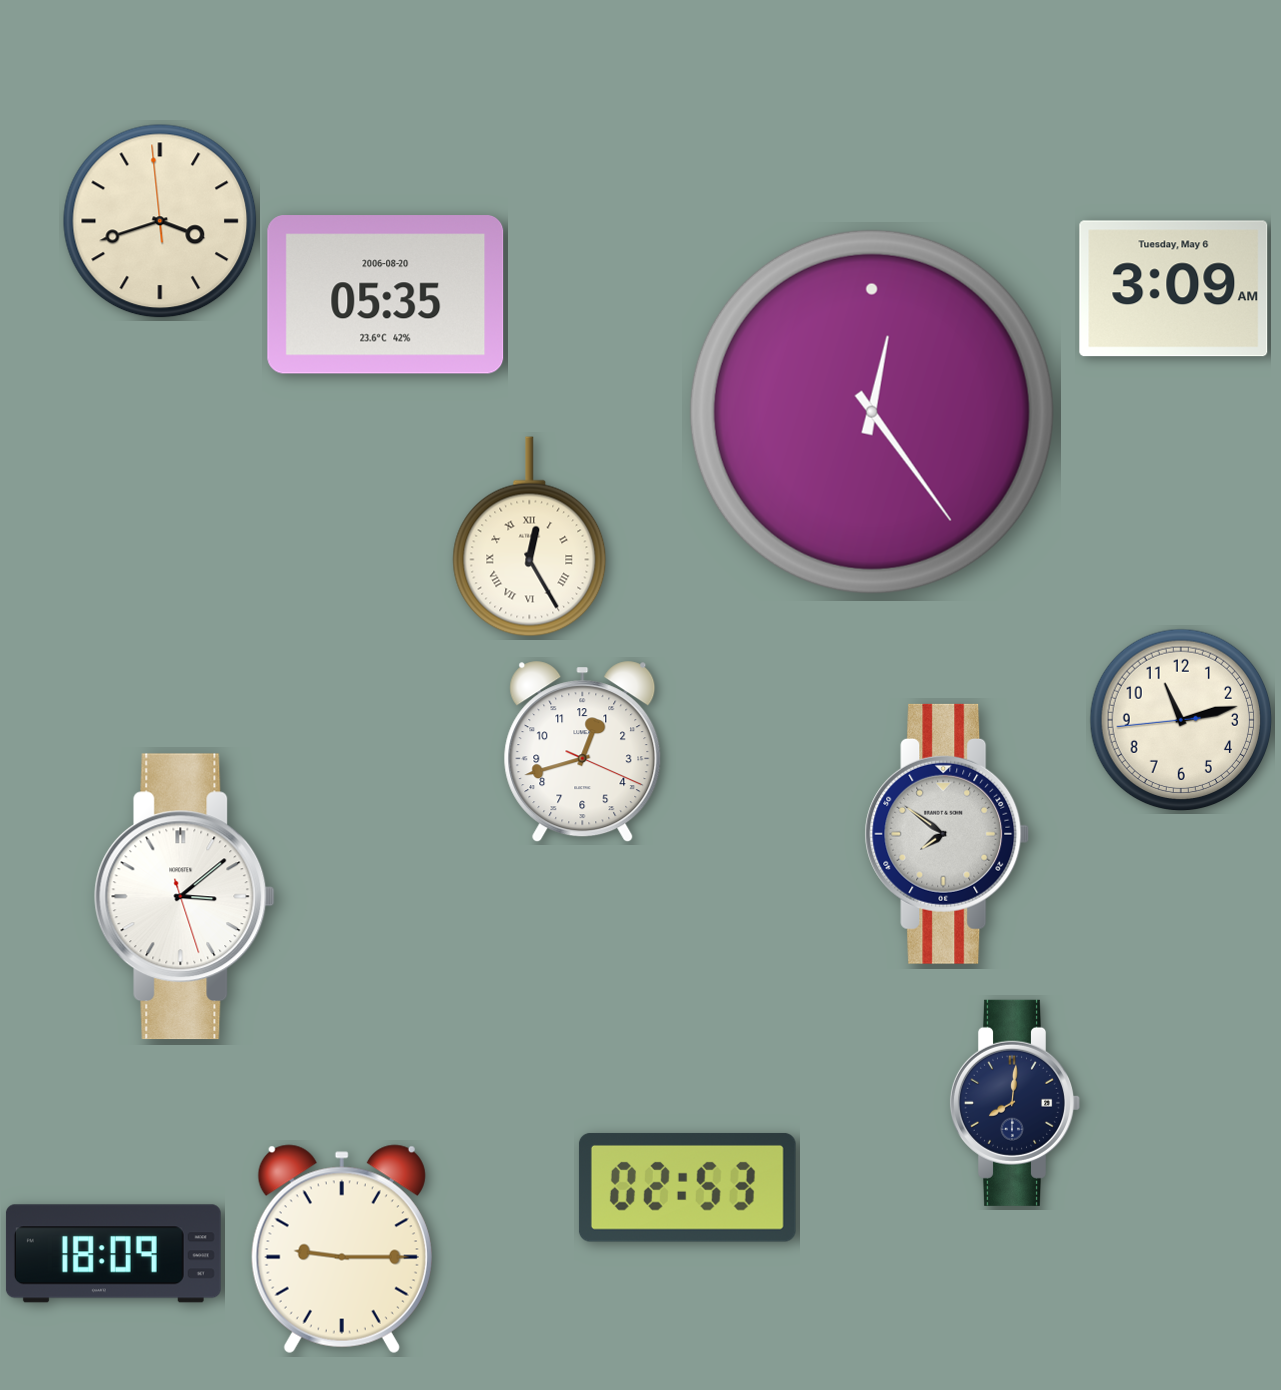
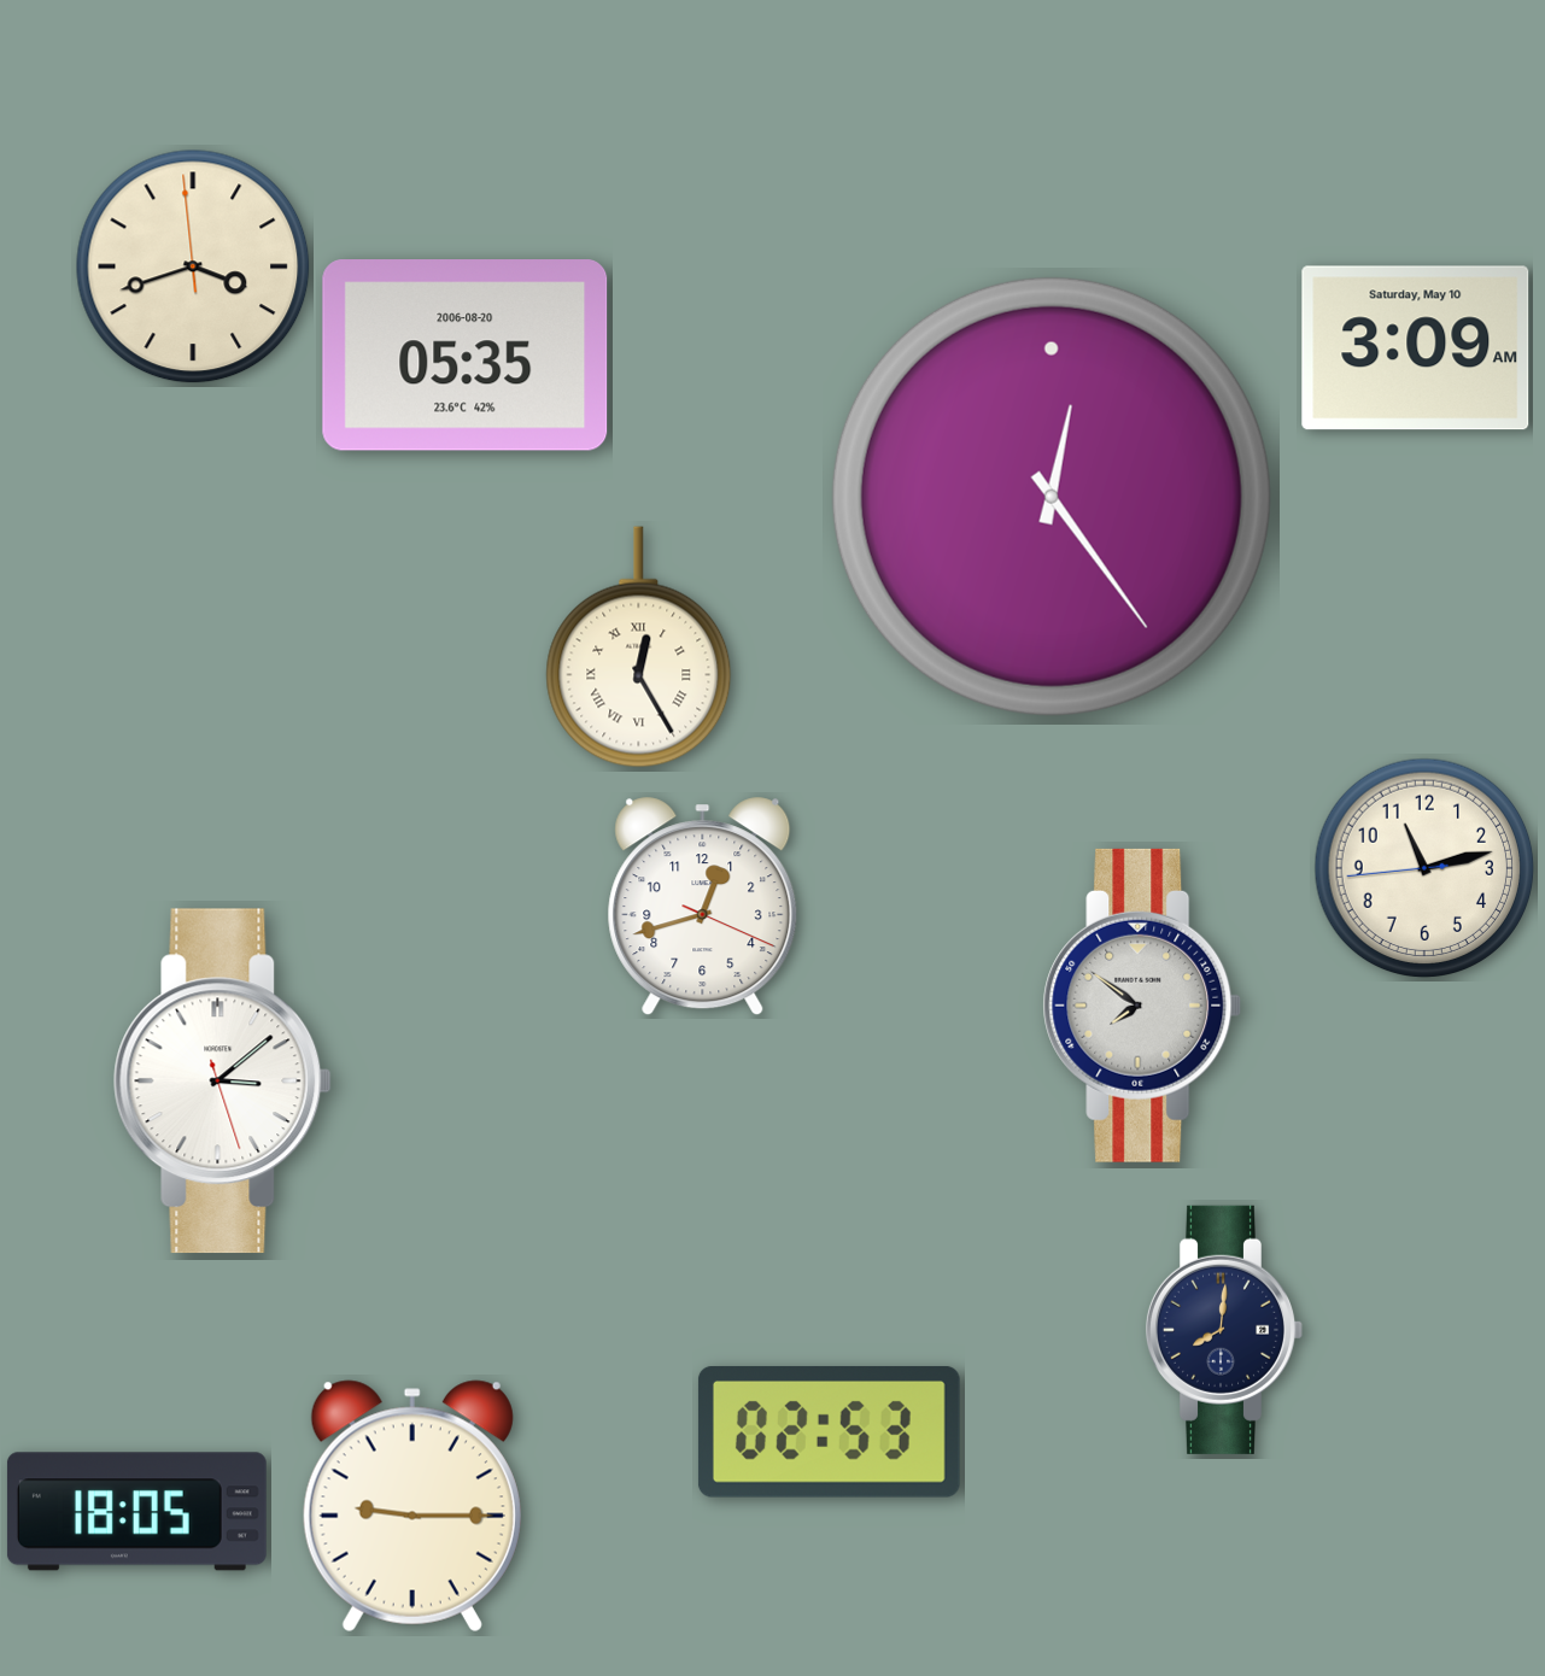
clock at (1174, 289) date: Tuesday, May 6 -> Saturday, May 10
clock at (113, 1254): 18:09 -> 18:05
